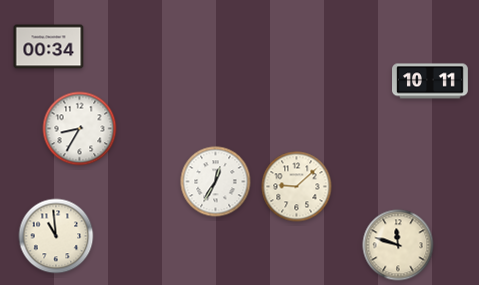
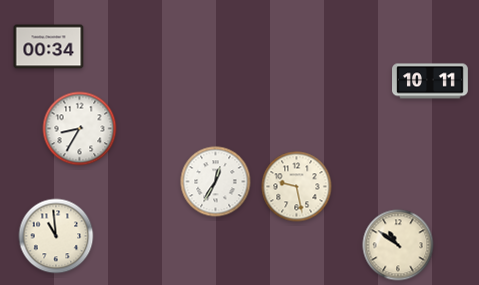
clock at (297, 187): 9:08 -> 9:28
clock at (398, 245): 11:48 -> 10:51
